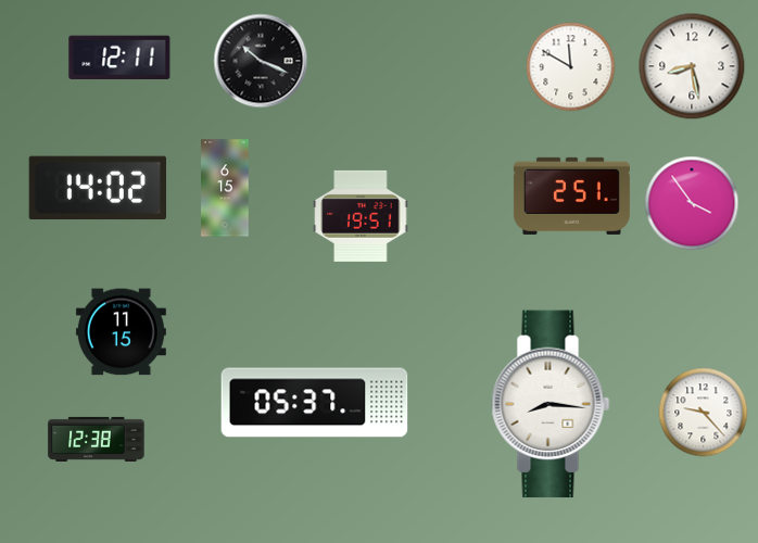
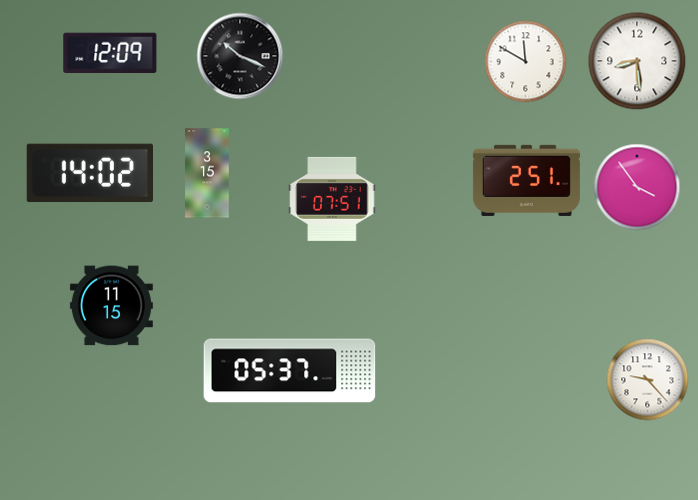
clock at (119, 56): 12:11 -> 12:09
clock at (692, 66): 8:28 -> 8:29
clock at (225, 188): 6:15 -> 3:15
clock at (361, 216): 19:51 -> 07:51
clock at (551, 404): 8:16 -> none
clock at (97, 439): 12:38 -> none
